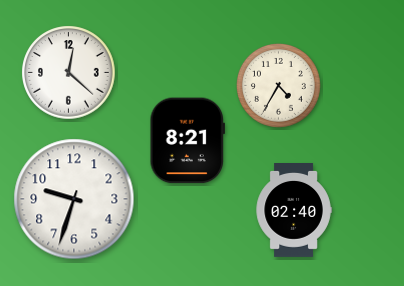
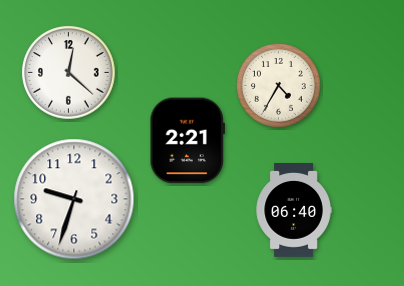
clock at (188, 141): 8:21 -> 2:21
clock at (294, 211): 02:40 -> 06:40
